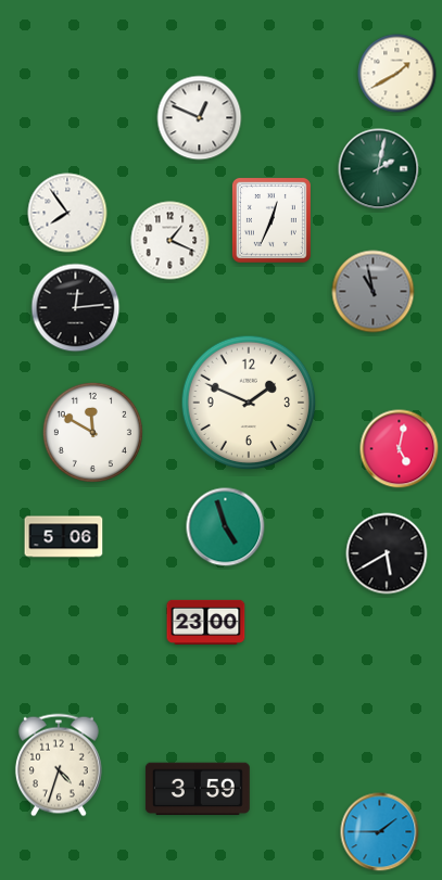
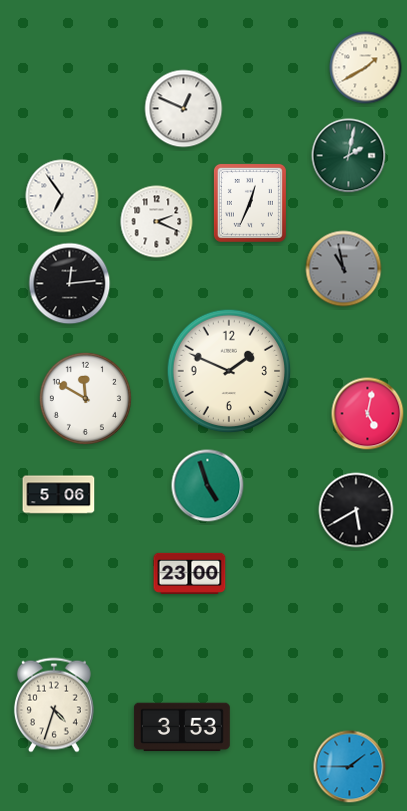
clock at (67, 213): 7:54 -> 6:54
clock at (171, 241): 1:19 -> 2:19
clock at (198, 789): 3:59 -> 3:53
